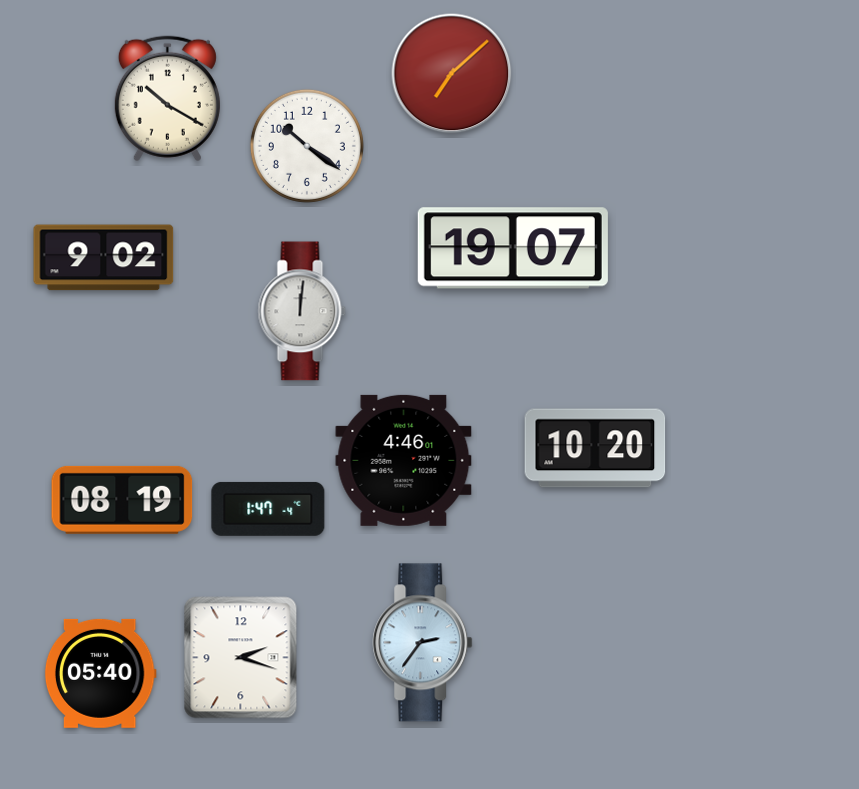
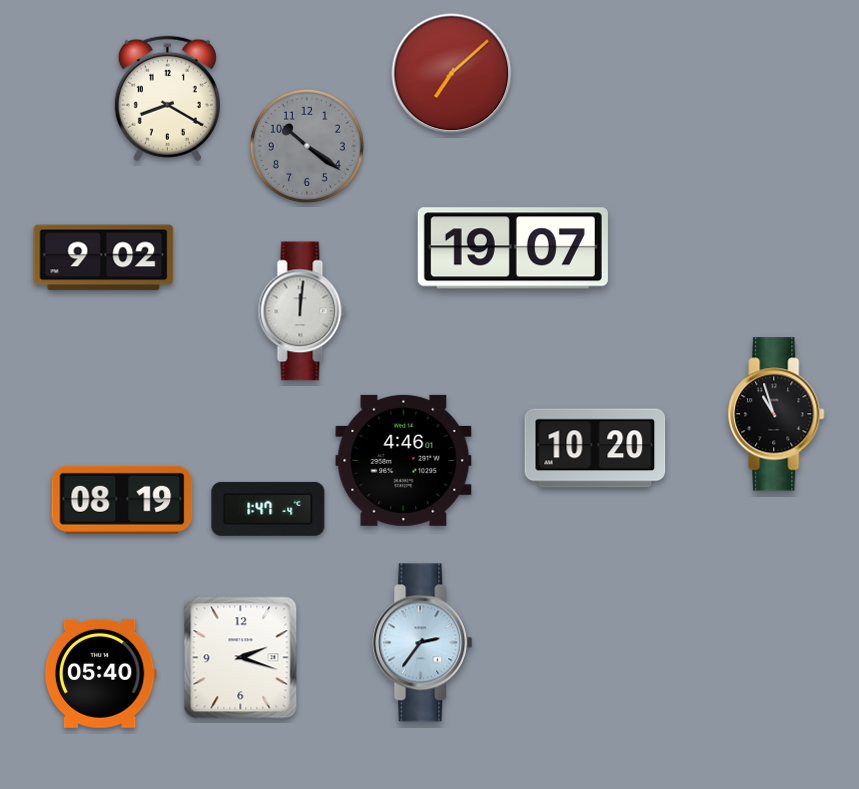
clock at (167, 99): 10:20 -> 8:20
clock at (307, 146) dial: white -> grey
clock at (776, 414): none -> 10:57
